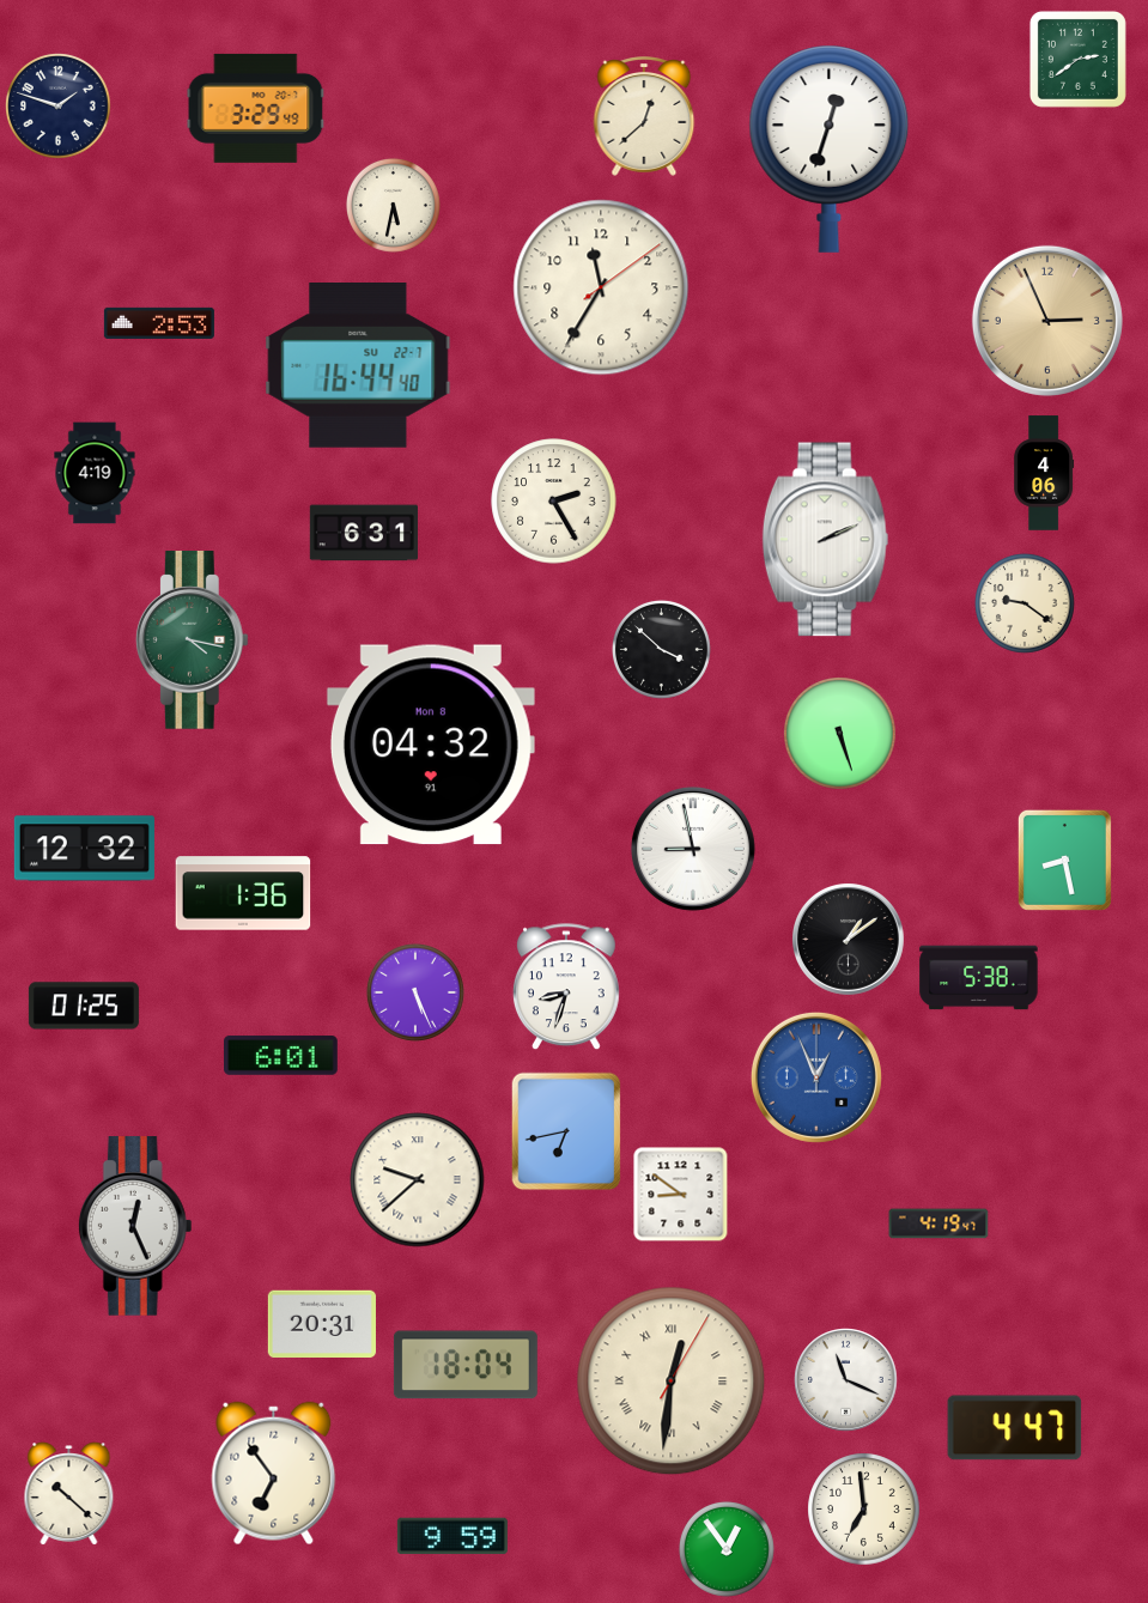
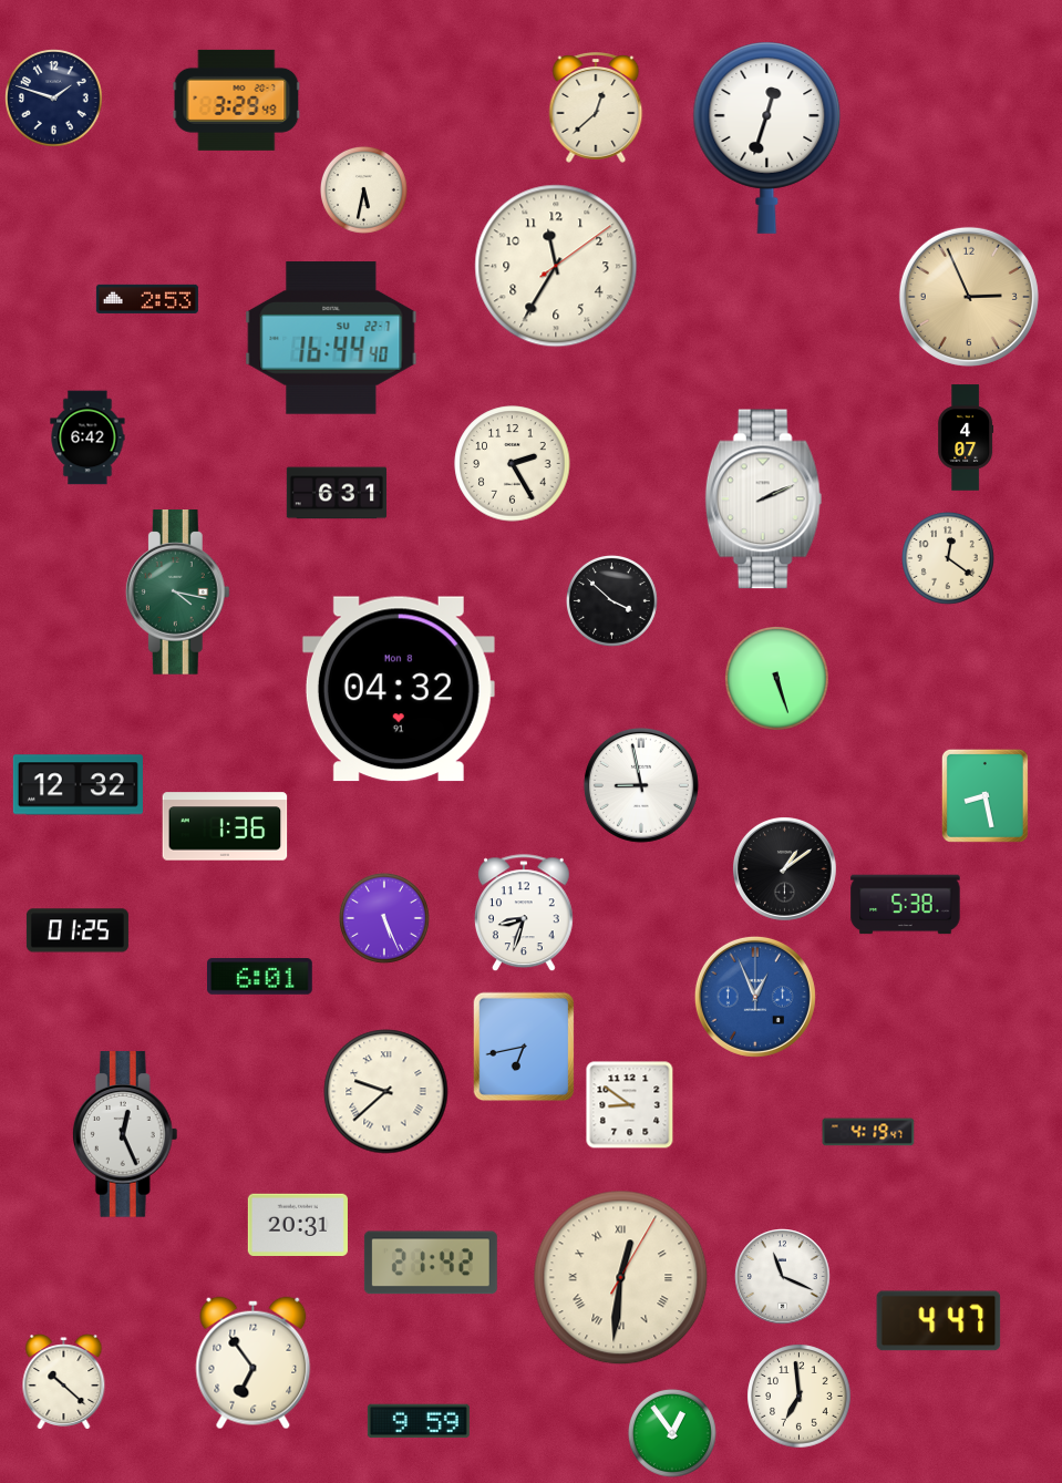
clock at (1077, 59): 2:39 -> none
clock at (95, 473): 4:19 -> 6:42
clock at (1044, 473): 4:06 -> 4:07
clock at (1025, 603): 9:21 -> 12:21
clock at (466, 1365): 18:04 -> 21:42
